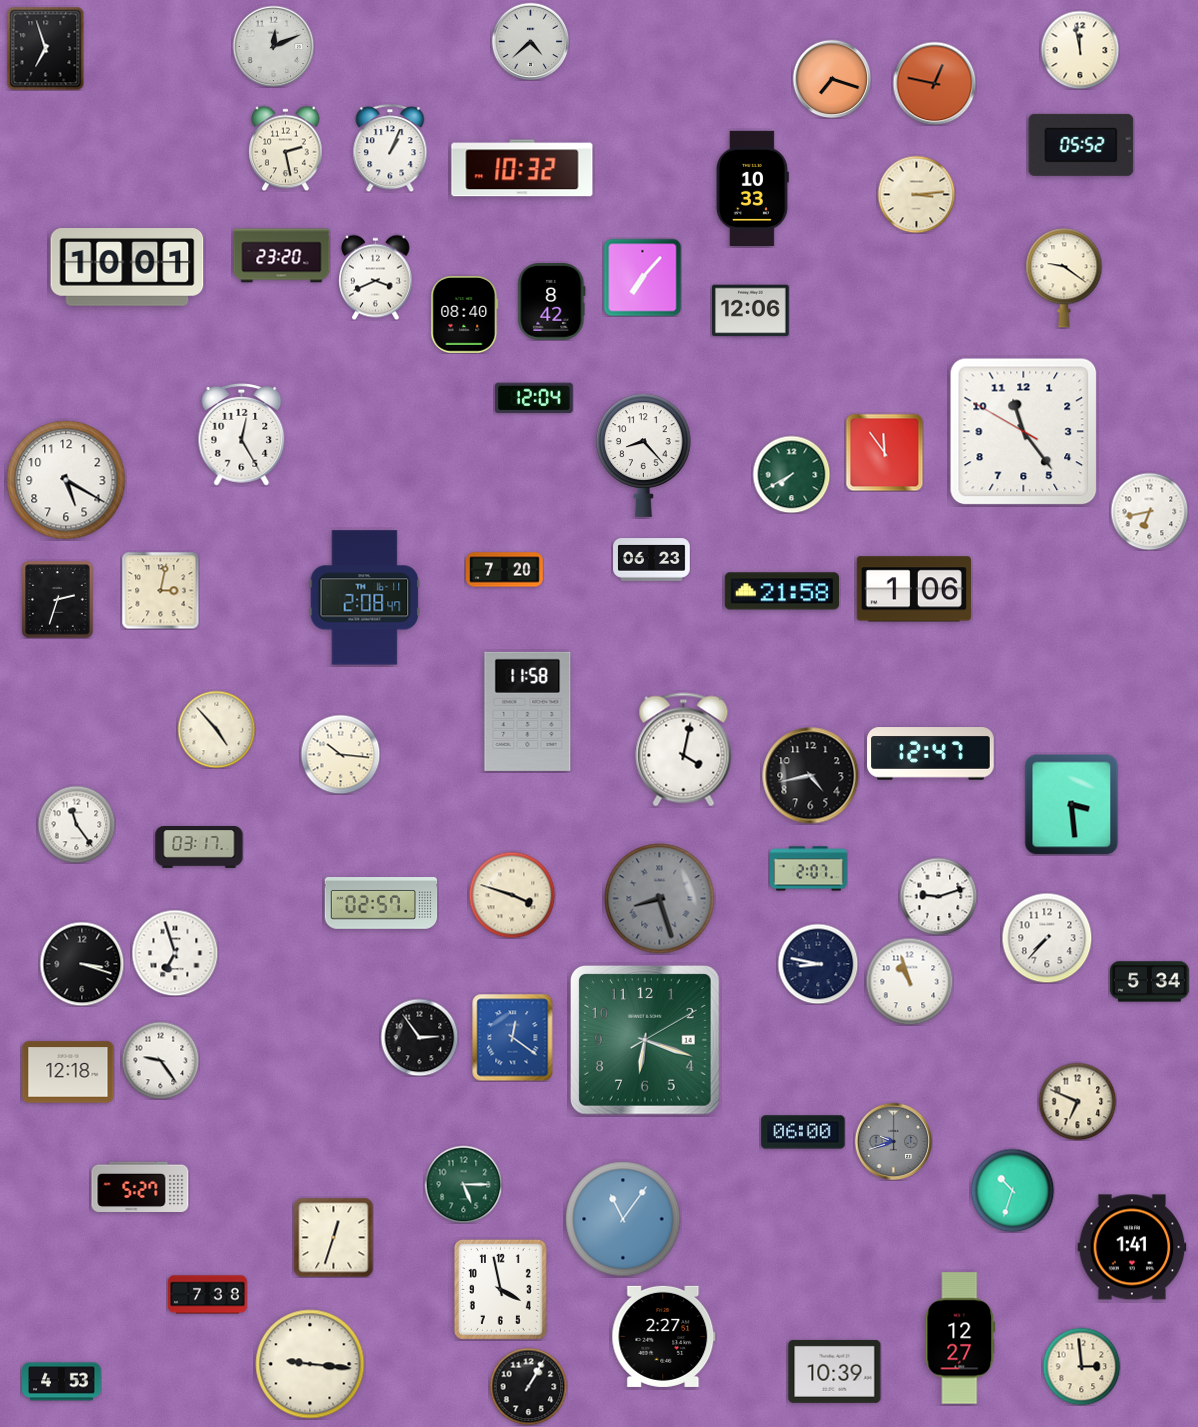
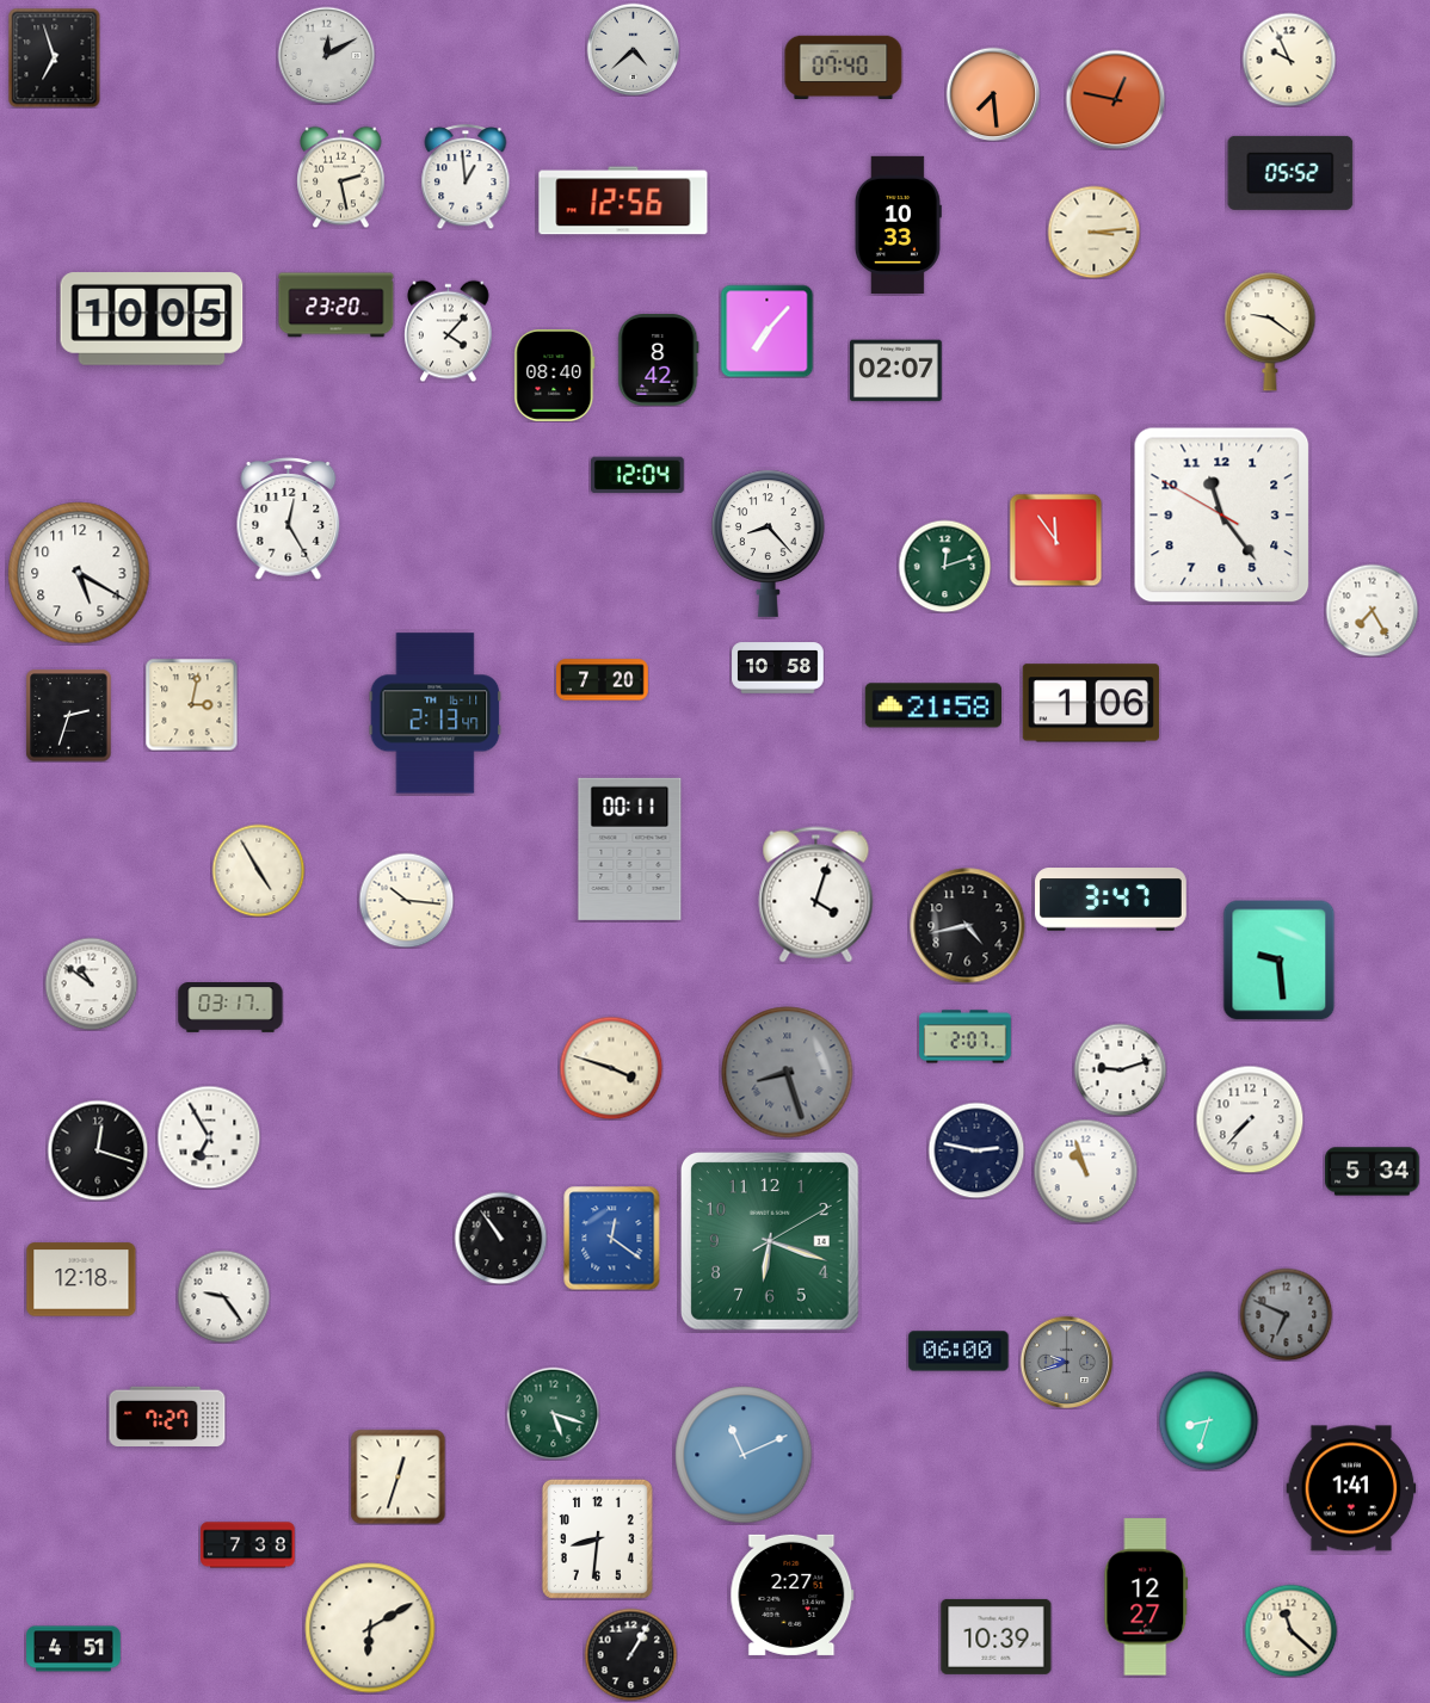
clock at (273, 46): 12:11 -> 12:10
clock at (1080, 50): 11:58 -> 9:56
clock at (844, 68): none -> 07:40
clock at (832, 79): 7:18 -> 7:29
clock at (390, 148): 1:04 -> 12:59
clock at (522, 168): 10:32 -> 12:56
clock at (127, 267): 10:01 -> 10:05
clock at (376, 277): 3:41 -> 4:07
clock at (751, 311): 12:06 -> 02:07
clock at (791, 474): 7:40 -> 12:12
clock at (1149, 511): 6:43 -> 7:25
clock at (652, 560): 06:23 -> 10:58
clock at (365, 598): 2:08 -> 2:13
clock at (528, 711): 11:58 -> 00:11
clock at (216, 729): 4:53 -> 4:55
clock at (684, 750): 4:02 -> 4:03
clock at (931, 754): 12:47 -> 3:47
clock at (1072, 804): 3:29 -> 9:29
clock at (76, 824): 11:24 -> 10:51
clock at (199, 847) position: (199, 847) -> (230, 1007)
clock at (381, 904): 02:57 -> none
clock at (175, 953): 6:57 -> 6:55
clock at (82, 964): 3:18 -> 12:18
clock at (818, 964): 8:47 -> 2:47
clock at (419, 1037): 2:54 -> 10:54
clock at (160, 1060) position: (160, 1060) -> (223, 1296)
clock at (1077, 1101) dial: cream -> grey
clock at (463, 1184): 5:15 -> 5:18
clock at (140, 1187): 5:27 -> 7:27
clock at (1012, 1190): 10:33 -> 8:33
clock at (623, 1219): 11:06 -> 11:11
clock at (500, 1289): 3:58 -> 8:31
clock at (310, 1364): 9:16 -> 6:10
clock at (1081, 1366): 2:59 -> 11:22
clock at (62, 1382): 4:53 -> 4:51
